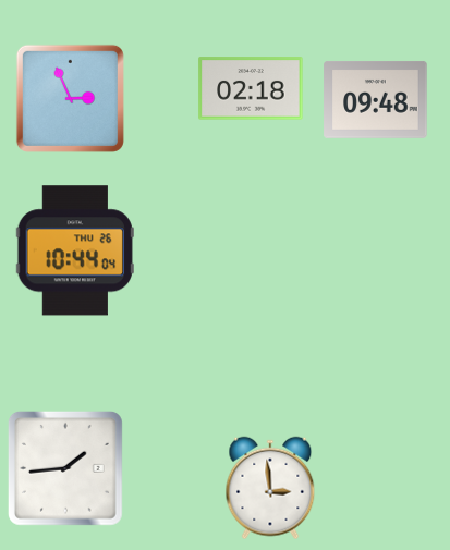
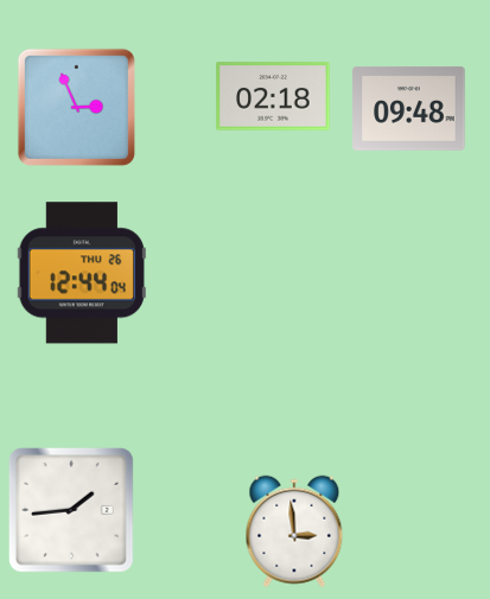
clock at (75, 250): 10:44 -> 12:44
